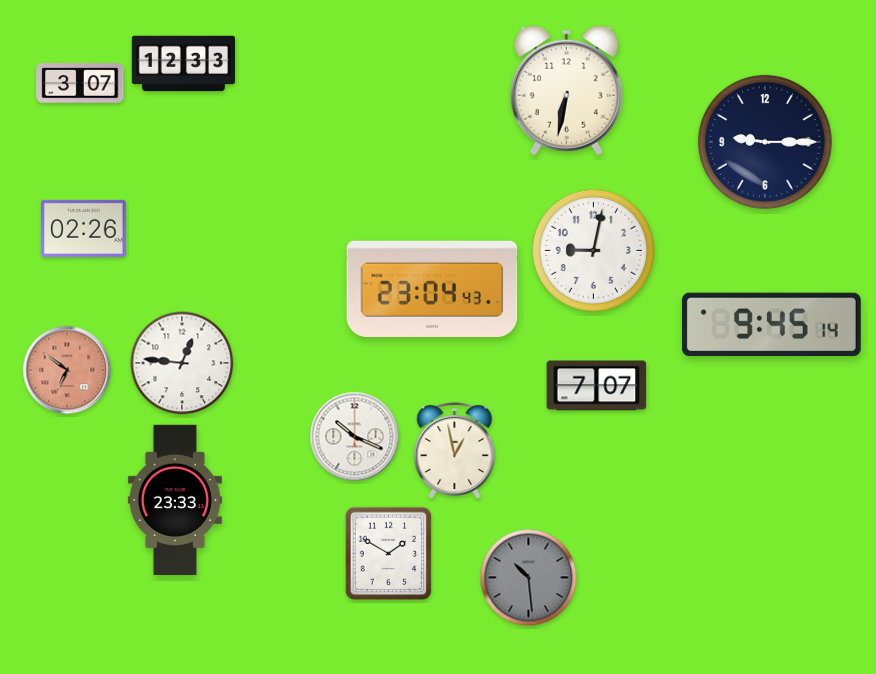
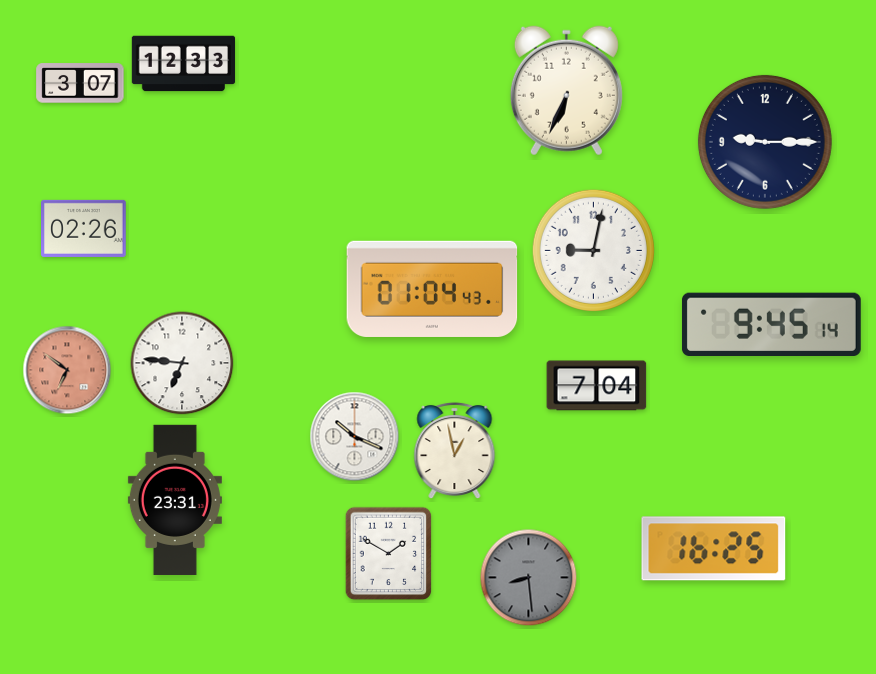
clock at (566, 91): 6:32 -> 6:34
clock at (432, 289): 23:04 -> 01:04
clock at (182, 363): 12:46 -> 6:46
clock at (597, 386): 7:07 -> 7:04
clock at (175, 499): 23:33 -> 23:31
clock at (714, 549): none -> 16:25
clock at (529, 578): 10:29 -> 8:29
